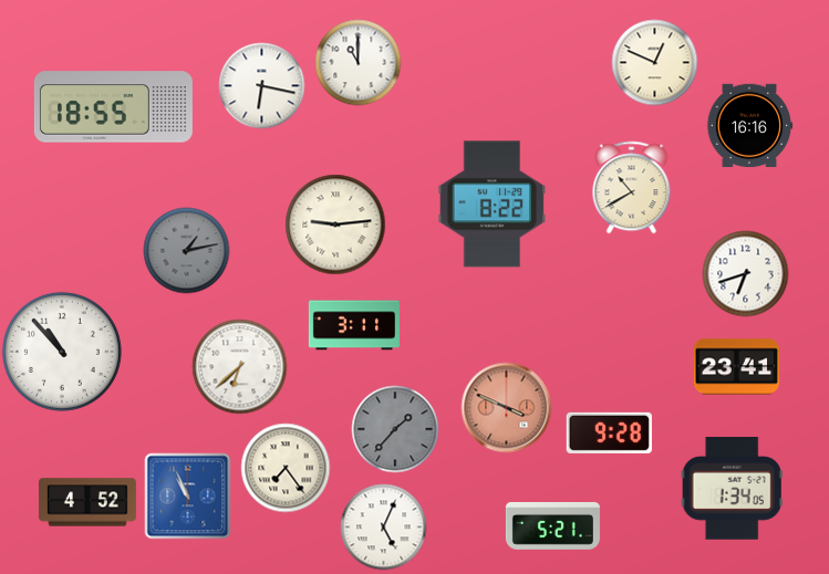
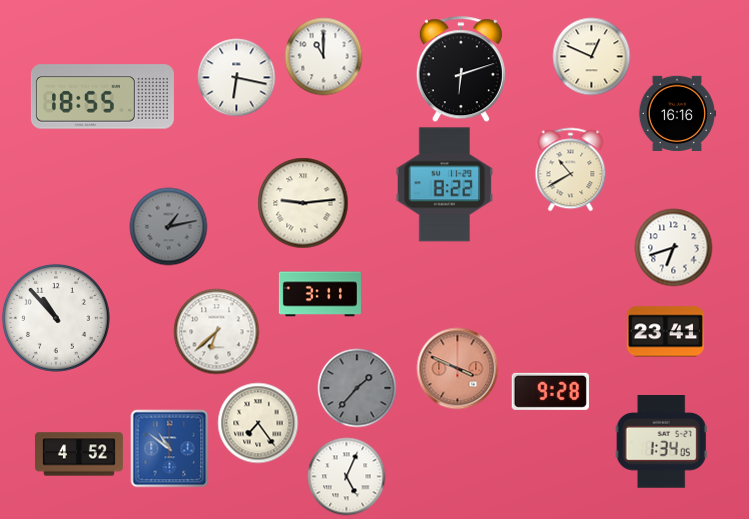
clock at (461, 69): none -> 6:12
clock at (187, 495): 10:56 -> 10:51
clock at (552, 526): 5:21 -> none
